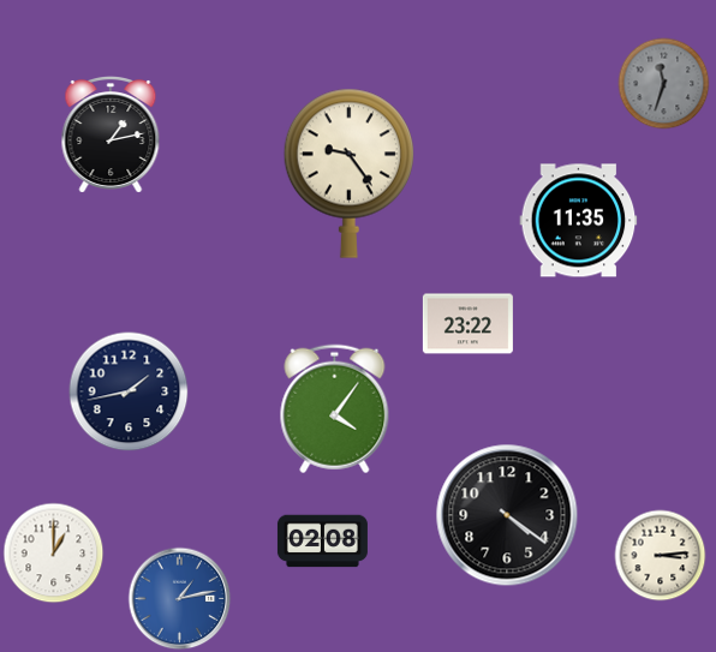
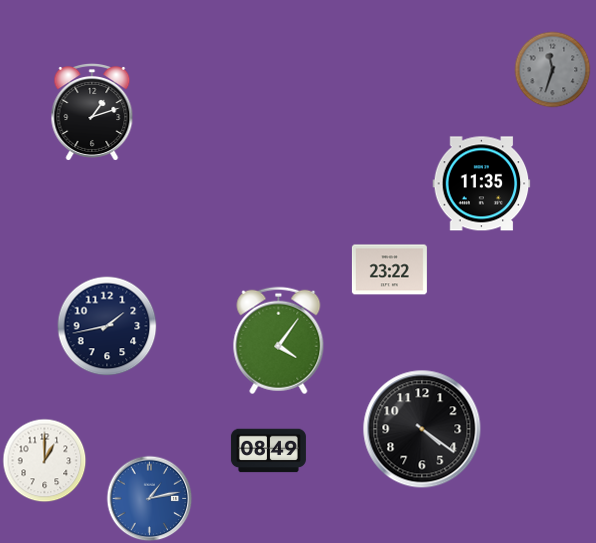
clock at (111, 136): 1:13 -> 1:12
clock at (348, 173): 9:24 -> none
clock at (322, 542): 02:08 -> 08:49
clock at (661, 556): 3:14 -> none
